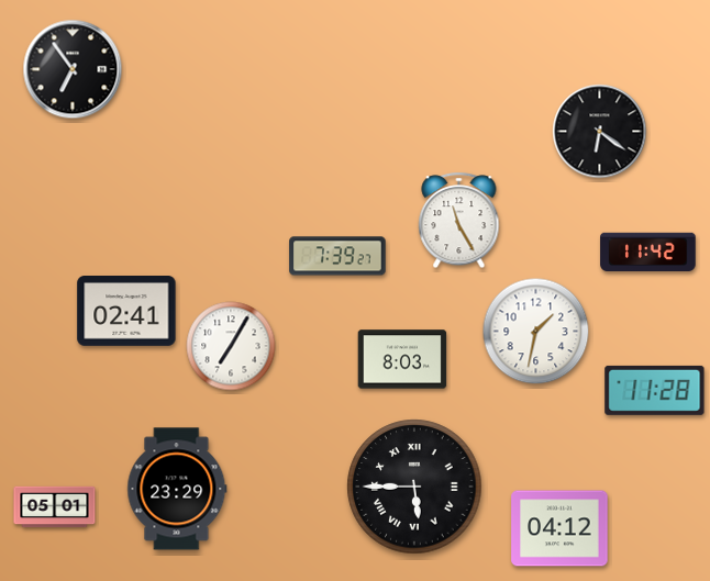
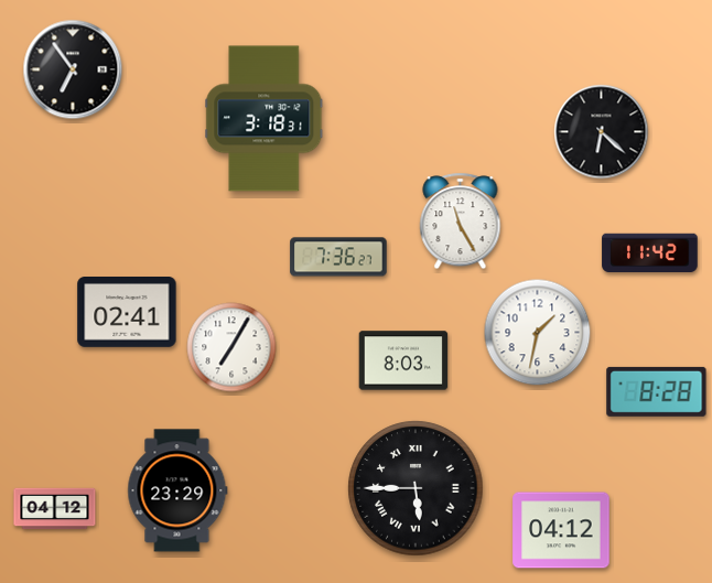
clock at (265, 119): none -> 3:18
clock at (600, 132): 6:21 -> 6:22
clock at (337, 256): 7:39 -> 7:36
clock at (655, 390): 11:28 -> 8:28
clock at (55, 507): 05:01 -> 04:12
